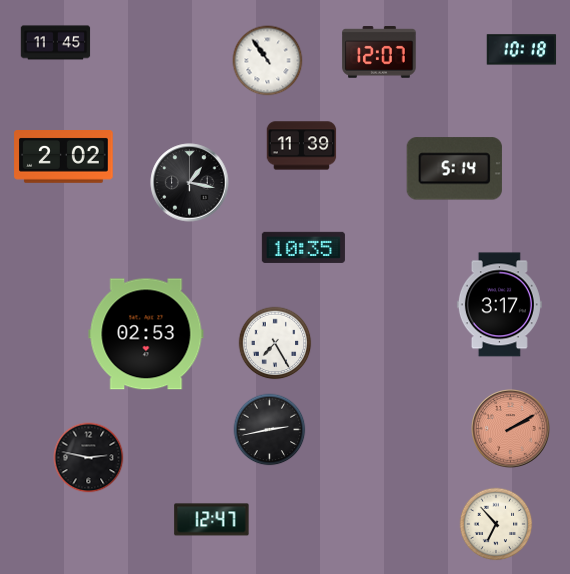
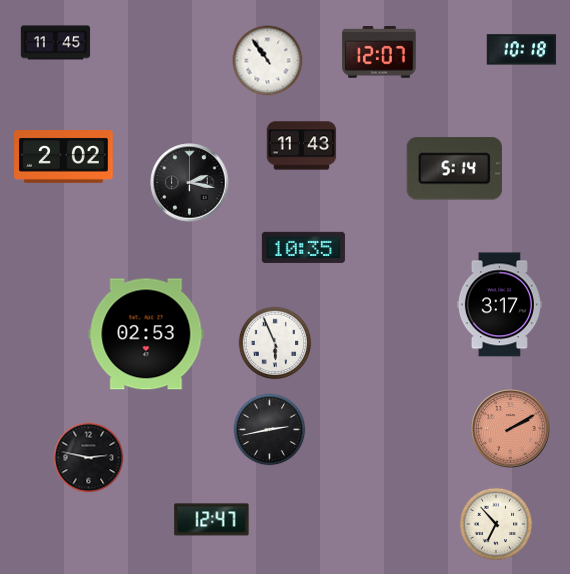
clock at (302, 146): 11:39 -> 11:43
clock at (190, 183): 1:17 -> 2:17
clock at (275, 343): 7:25 -> 5:56
